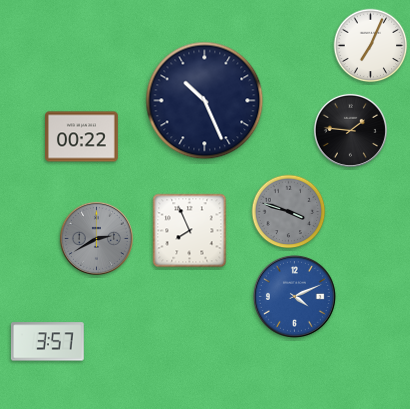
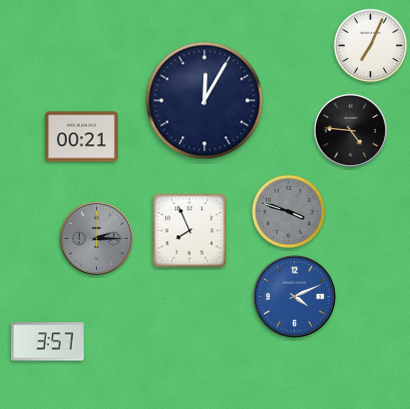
clock at (205, 101): 10:26 -> 12:05
clock at (350, 130): 1:46 -> 4:46
clock at (82, 137): 00:22 -> 00:21
clock at (96, 238): 2:40 -> 2:15
